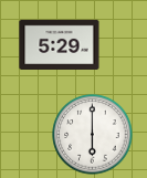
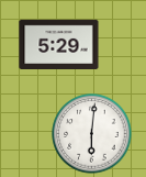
clock at (93, 135): 6:00 -> 6:01
